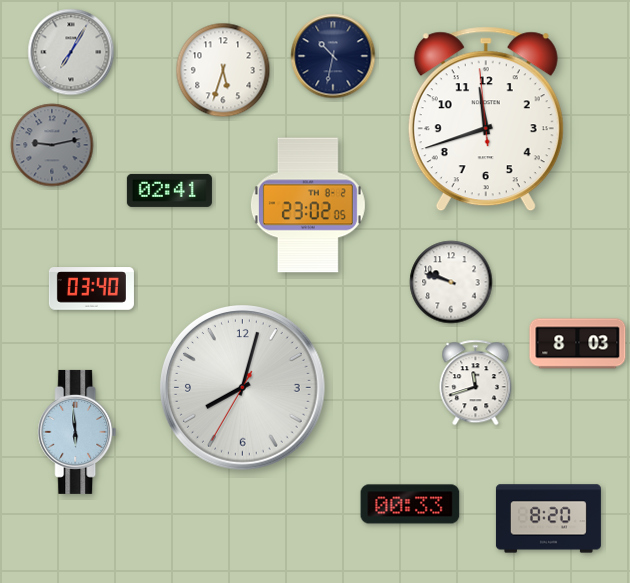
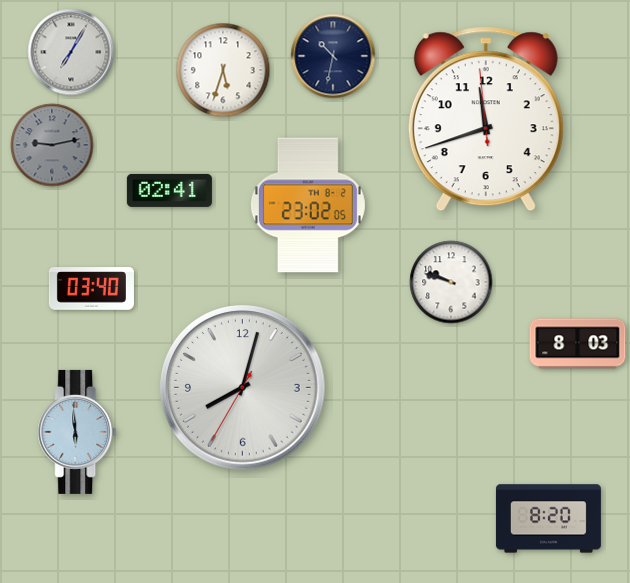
clock at (476, 383): 11:42 -> none
clock at (410, 504): 00:33 -> none
